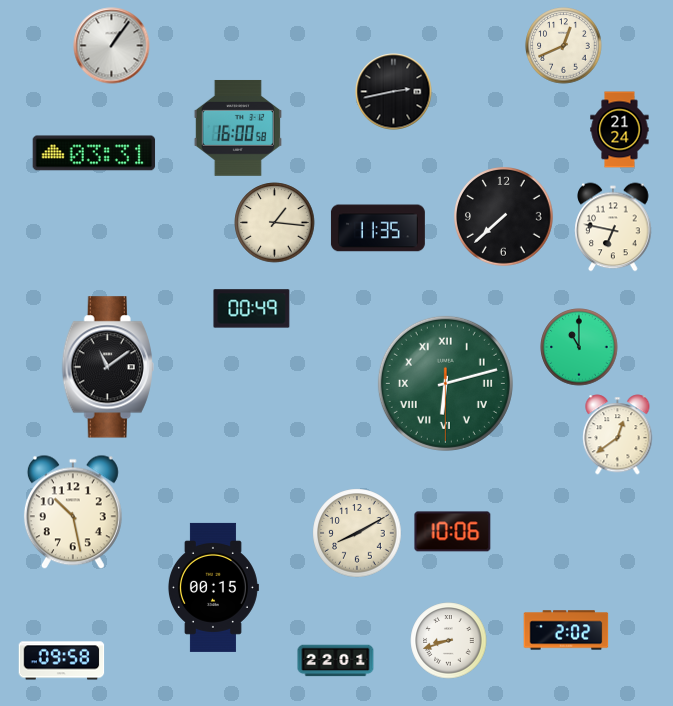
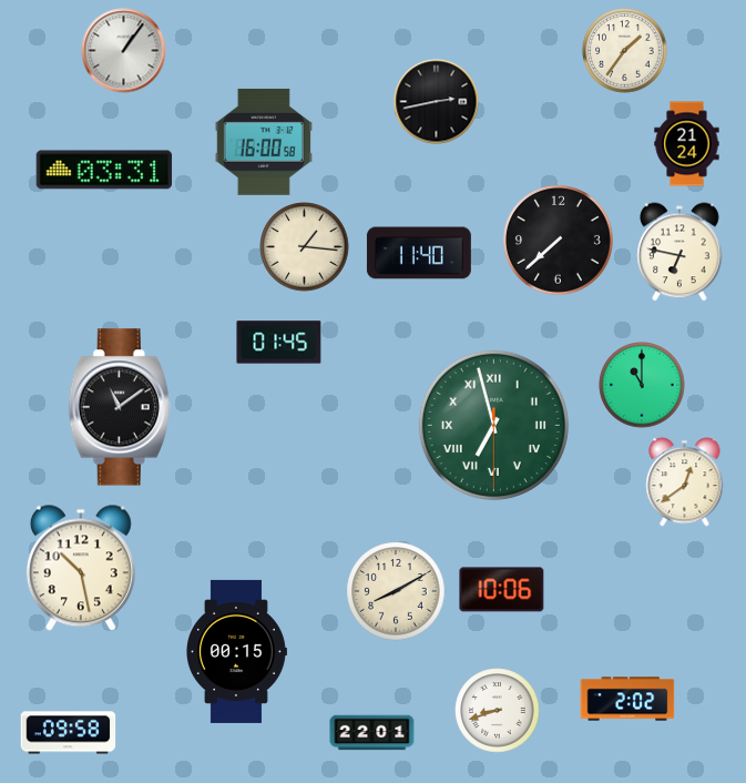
clock at (564, 46): 12:41 -> 1:36
clock at (378, 228): 11:35 -> 11:40
clock at (252, 309): 00:49 -> 01:45
clock at (445, 383): 6:12 -> 6:57
